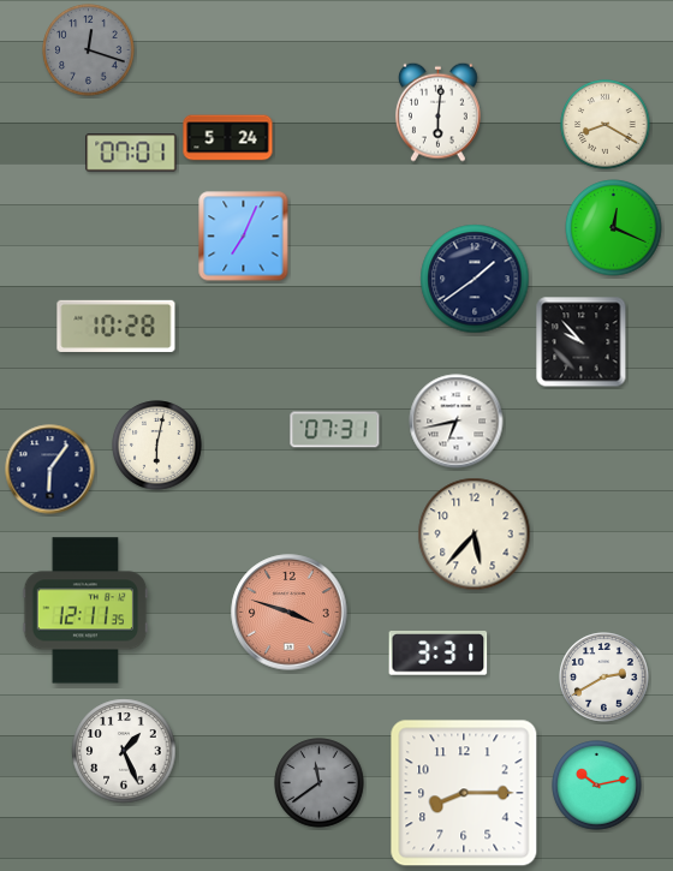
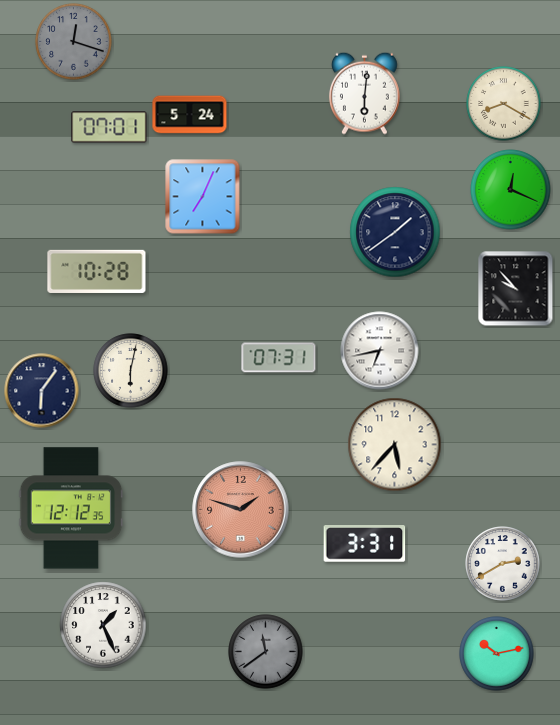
clock at (582, 342) position: (582, 342) -> (516, 289)
clock at (85, 610): 12:11 -> 12:12
clock at (290, 613): 3:48 -> 1:48
clock at (464, 793): 8:15 -> none
